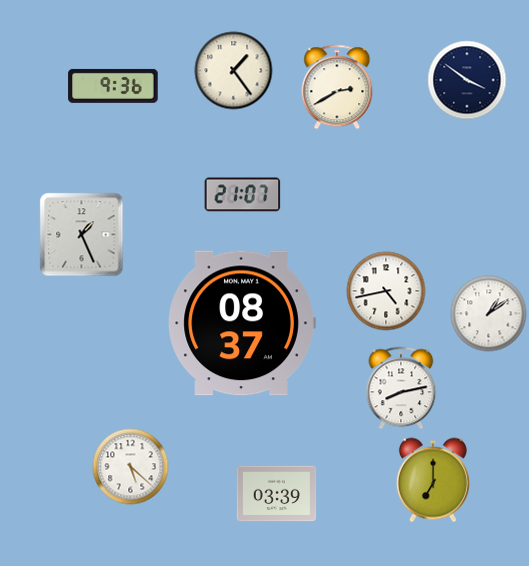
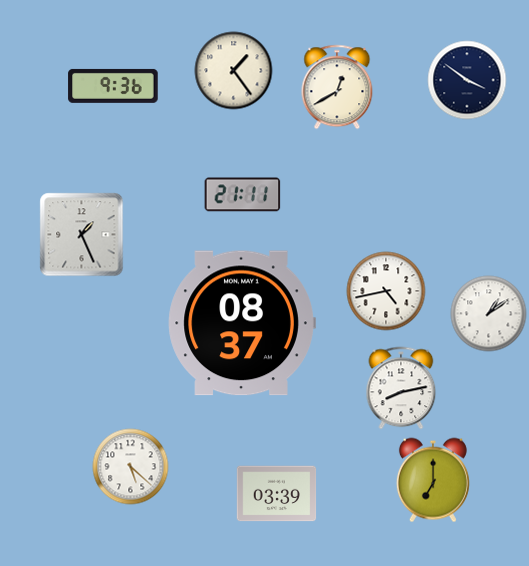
clock at (337, 87): 2:40 -> 12:40
clock at (243, 195): 21:07 -> 21:11
